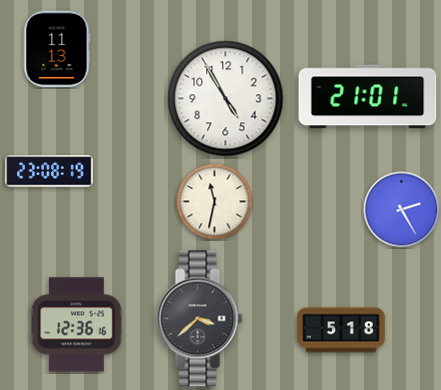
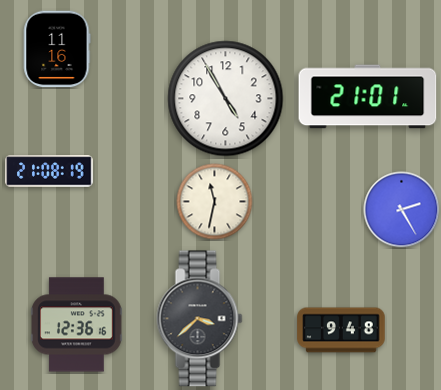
clock at (57, 49): 11:13 -> 11:16
clock at (49, 171): 23:08 -> 21:08
clock at (341, 330): 5:18 -> 9:48
